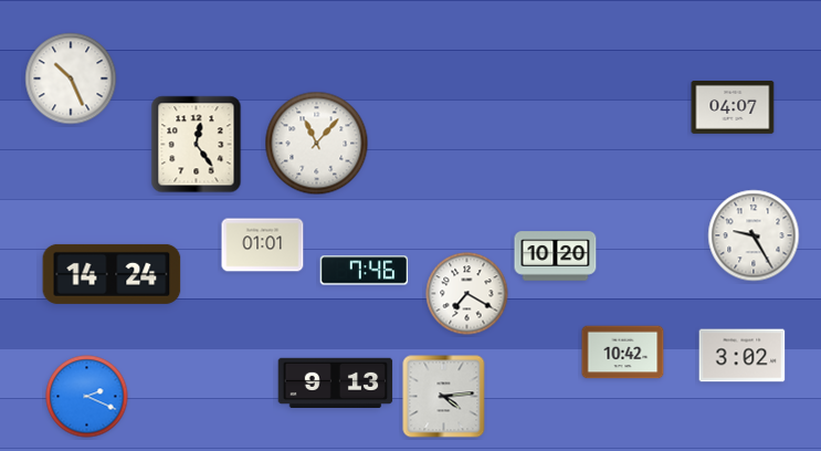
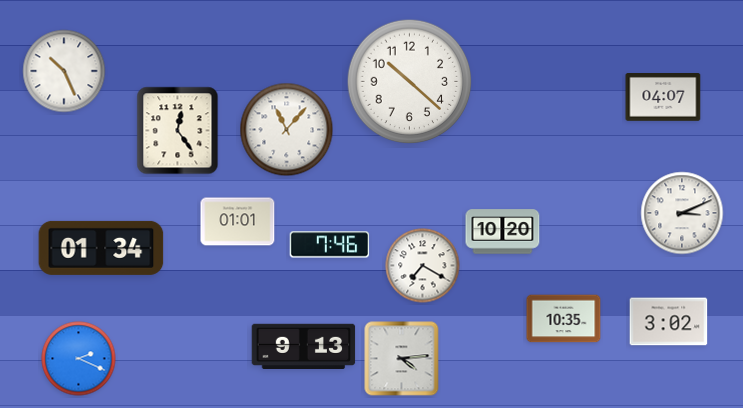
clock at (410, 82): none -> 10:22
clock at (754, 235): 9:25 -> 3:11
clock at (112, 274): 14:24 -> 01:34
clock at (623, 353): 10:42 -> 10:35
clock at (743, 356) position: (743, 356) -> (669, 322)
